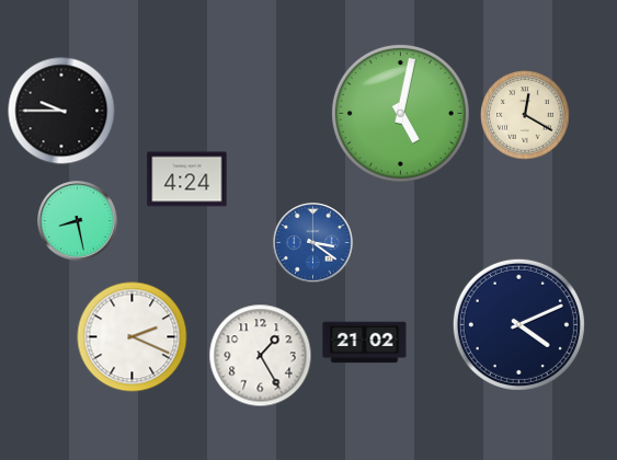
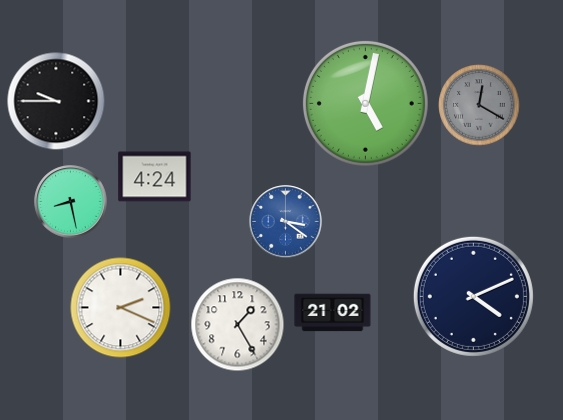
clock at (525, 115) dial: cream -> grey
clock at (187, 180) position: (187, 180) -> (155, 177)
